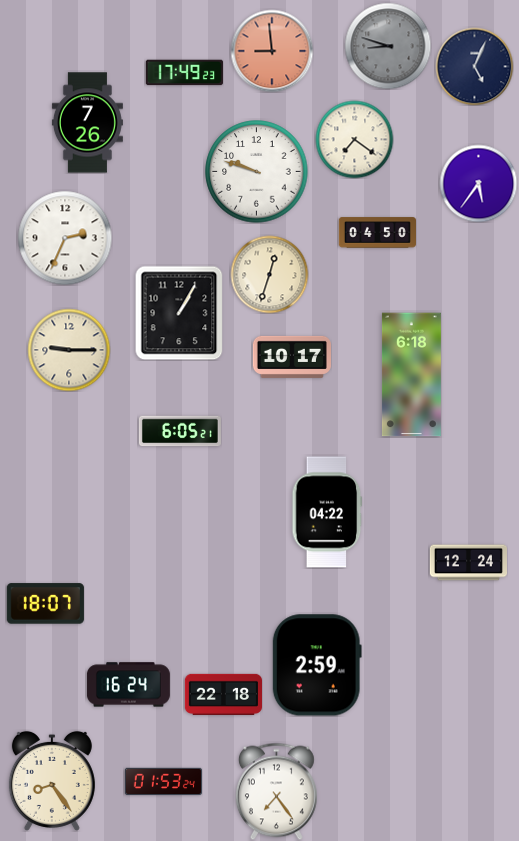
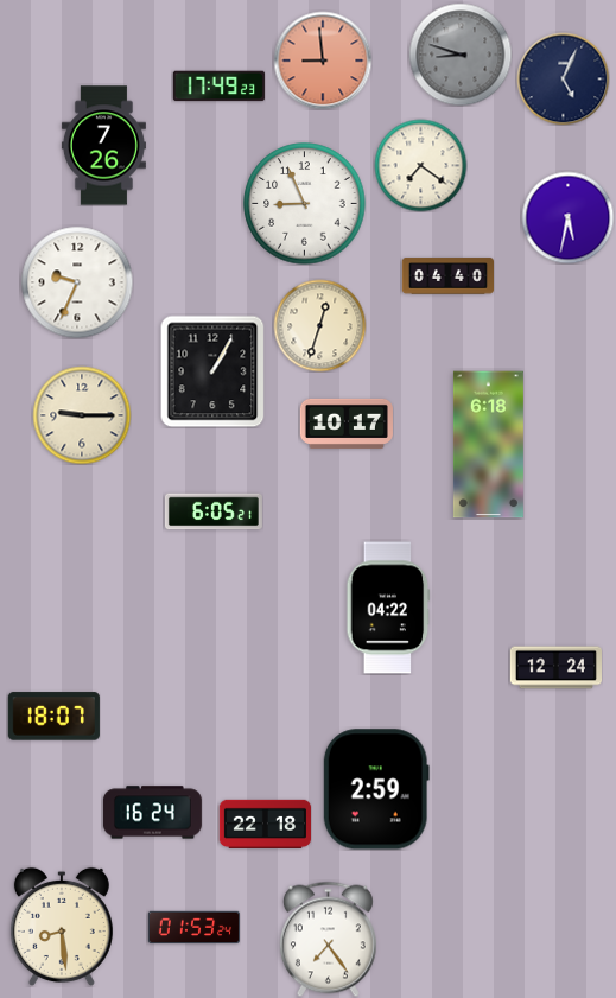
clock at (257, 172): 9:48 -> 8:56
clock at (478, 183): 5:36 -> 5:32
clock at (377, 233): 04:50 -> 04:40
clock at (65, 238): 2:34 -> 9:34
clock at (52, 781): 8:24 -> 8:29
